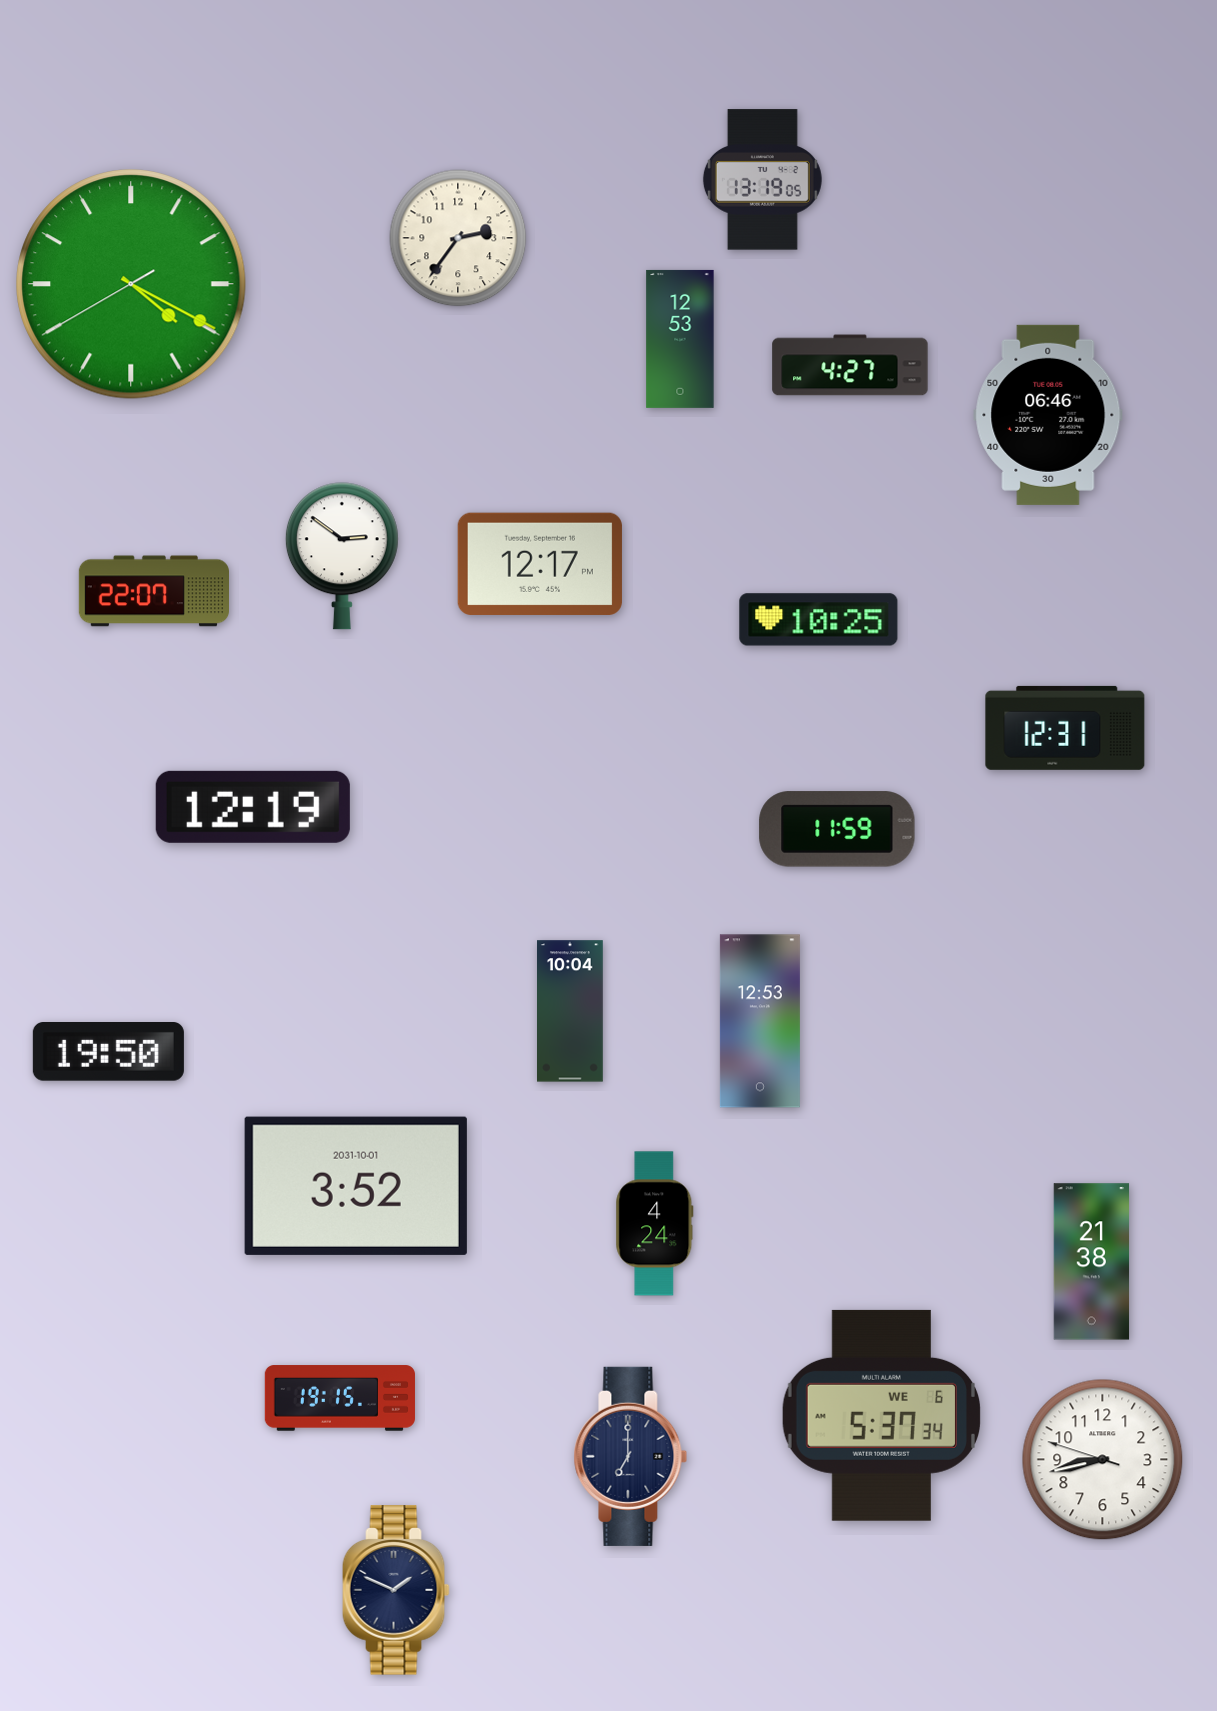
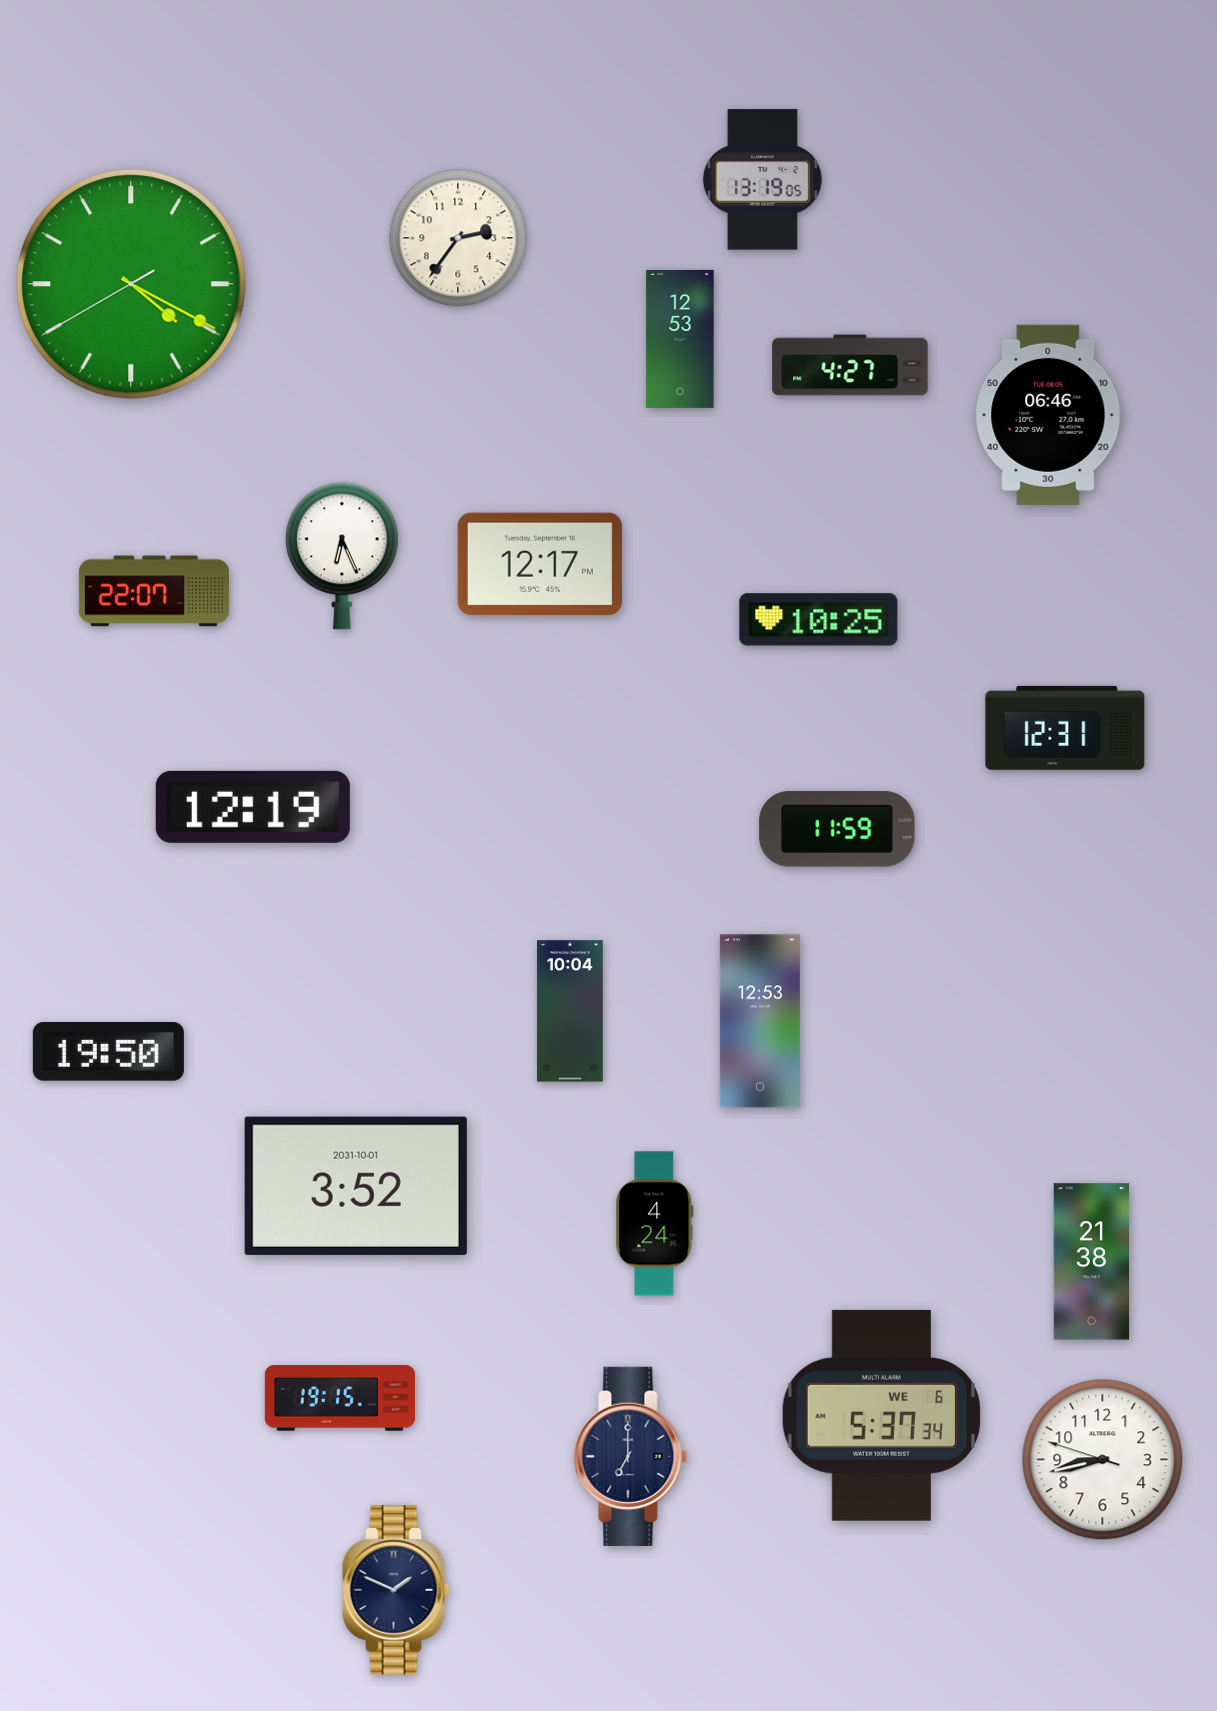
clock at (342, 556): 2:51 -> 6:26
